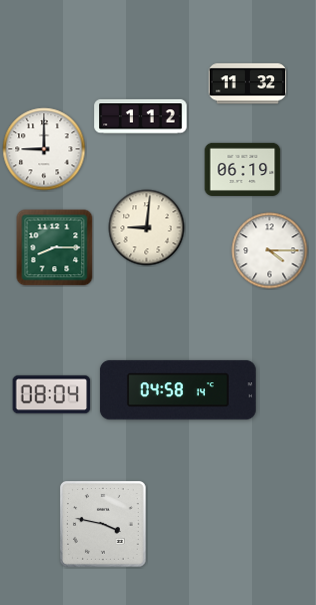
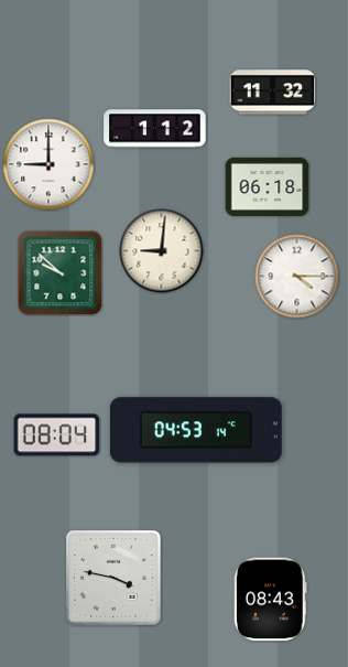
clock at (243, 169): 06:19 -> 06:18
clock at (55, 248): 8:15 -> 9:52
clock at (178, 390): 04:58 -> 04:53
clock at (271, 600): none -> 08:43
